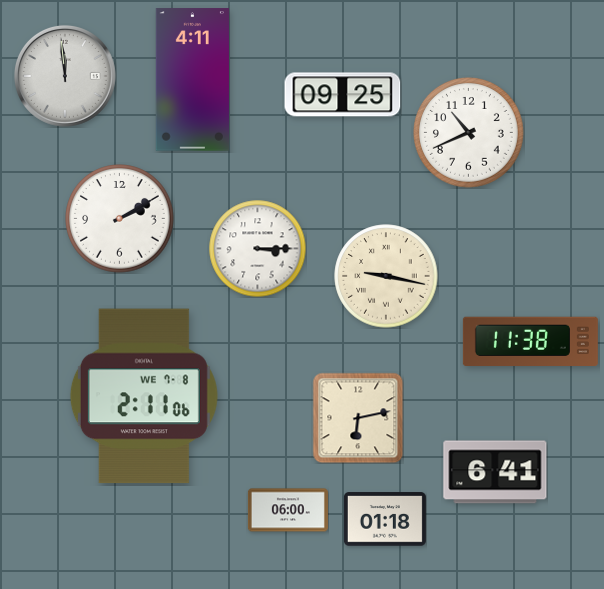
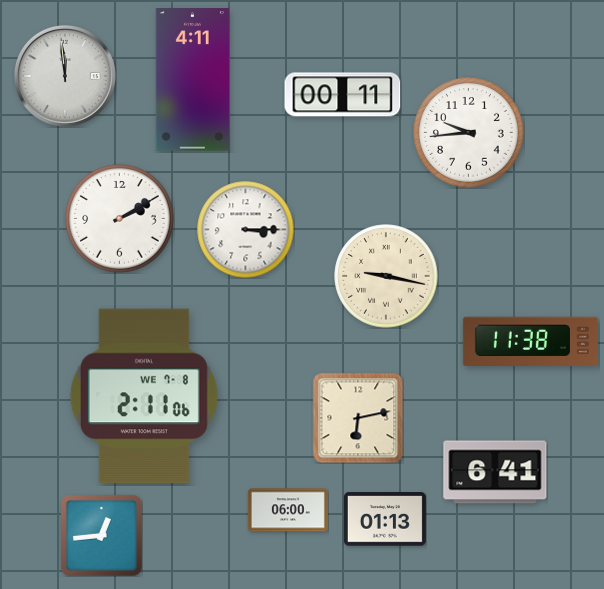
clock at (343, 95): 09:25 -> 00:11
clock at (469, 133): 10:41 -> 9:44
clock at (257, 248) position: (257, 248) -> (245, 229)
clock at (385, 519): 01:18 -> 01:13
clock at (101, 535): none -> 12:44
